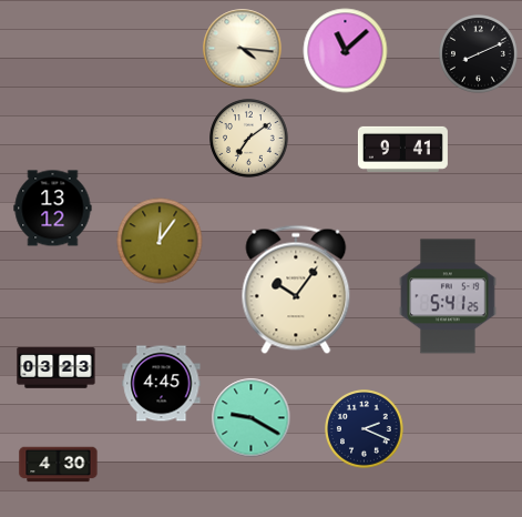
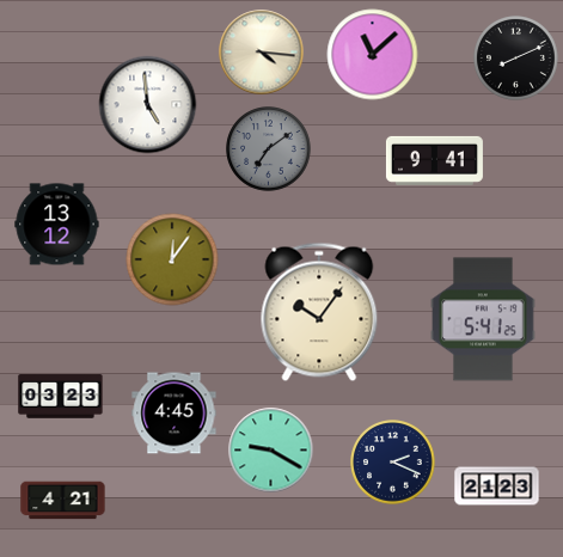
clock at (148, 105): none -> 4:59
clock at (249, 139) dial: cream -> grey
clock at (497, 486): none -> 21:23
clock at (59, 465): 4:30 -> 4:21
